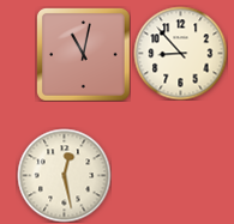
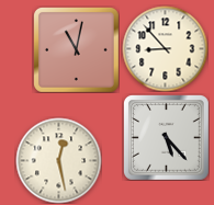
clock at (167, 138): none -> 5:23
